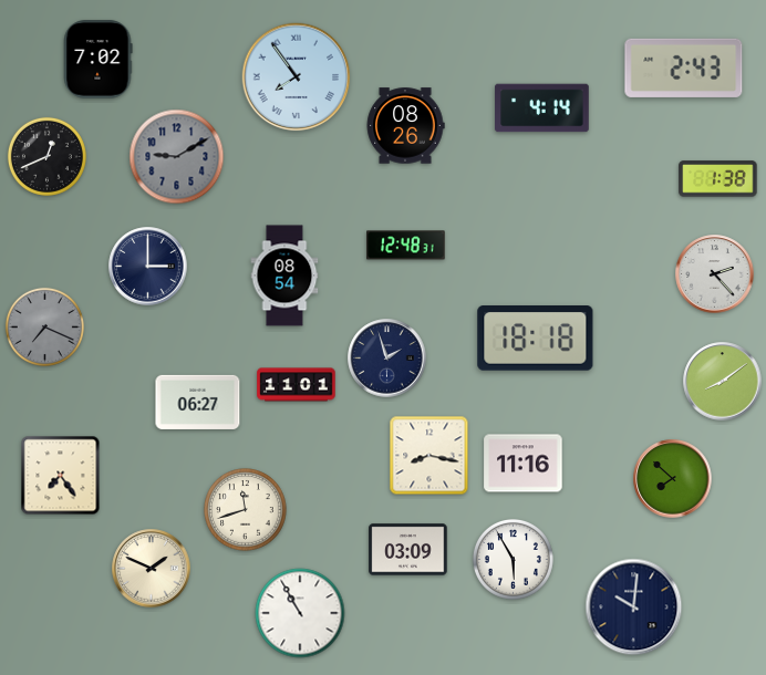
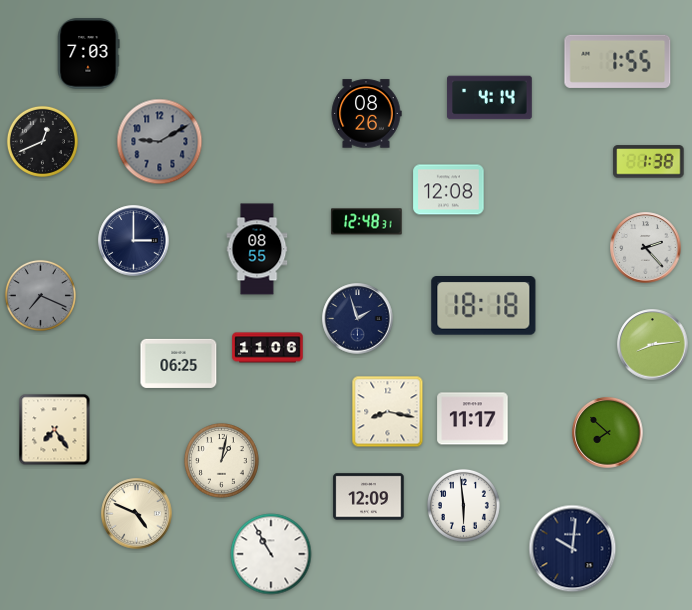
clock at (97, 60): 7:02 -> 7:03
clock at (684, 67): 2:43 -> 1:55
clock at (297, 77): 7:54 -> none
clock at (449, 190): none -> 12:08
clock at (284, 276): 08:54 -> 08:55
clock at (387, 359) position: (387, 359) -> (358, 319)
clock at (723, 382): 8:09 -> 8:14
clock at (297, 385): 11:01 -> 11:06
clock at (198, 402): 06:27 -> 06:25
clock at (524, 464): 11:16 -> 11:17
clock at (246, 510): 11:42 -> 1:02
clock at (408, 550): 03:09 -> 12:09
clock at (513, 559): 5:55 -> 5:59
clock at (152, 569): 1:49 -> 4:49
